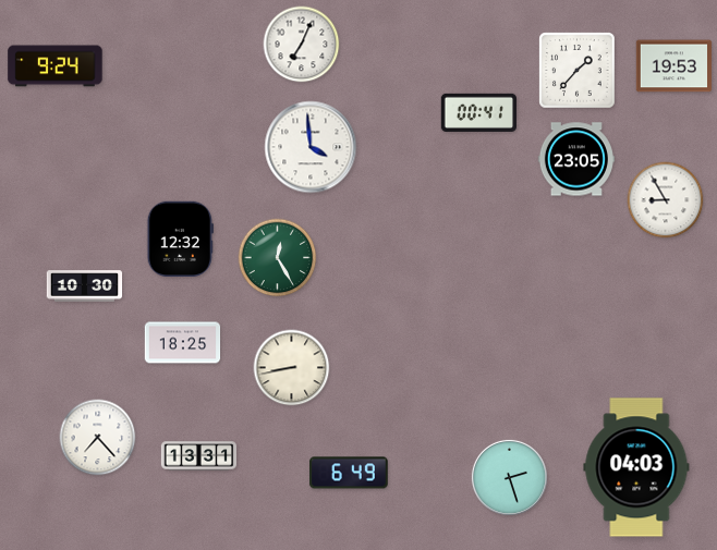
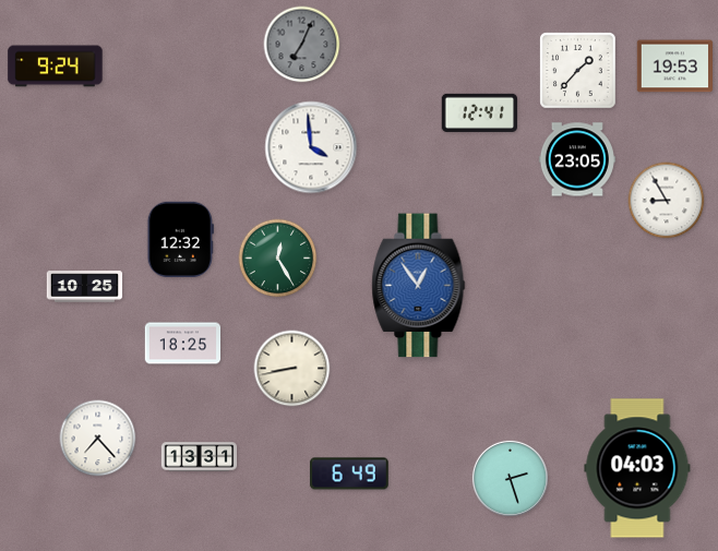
clock at (302, 45) dial: white -> grey
clock at (478, 112): 00:41 -> 12:41
clock at (419, 286): none -> 12:54
clock at (85, 286): 10:30 -> 10:25
